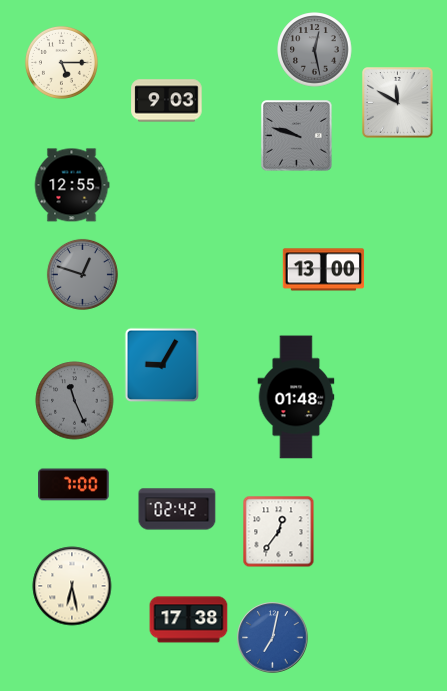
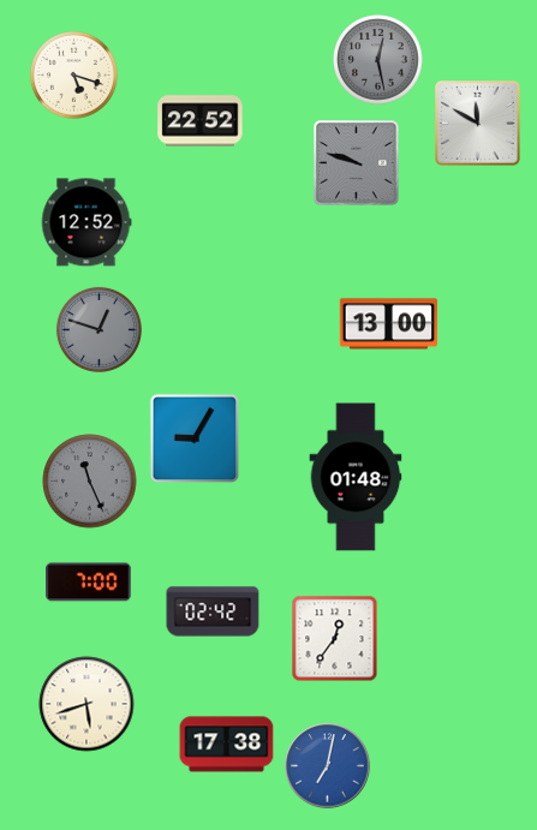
clock at (61, 62): 5:15 -> 5:18
clock at (167, 101): 9:03 -> 22:52
clock at (72, 185): 12:55 -> 12:52
clock at (72, 586): 6:28 -> 5:42
